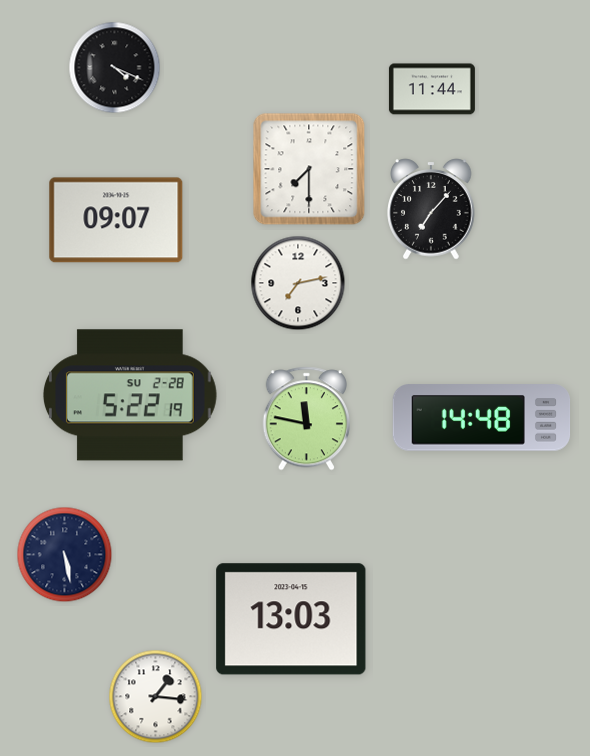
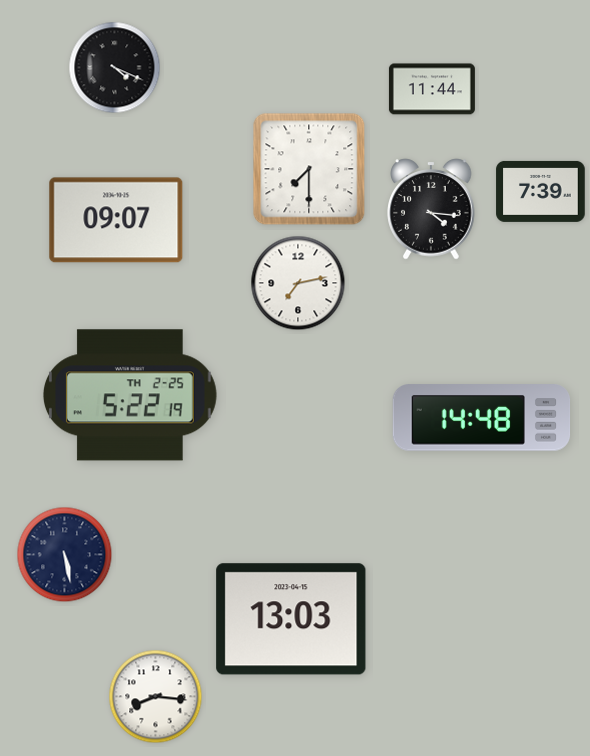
clock at (541, 191): none -> 7:39
clock at (431, 209): 7:07 -> 4:16
clock at (130, 395) date: SU 2-28 -> TH 2-25
clock at (306, 419): 11:47 -> none
clock at (156, 697): 1:16 -> 8:16
